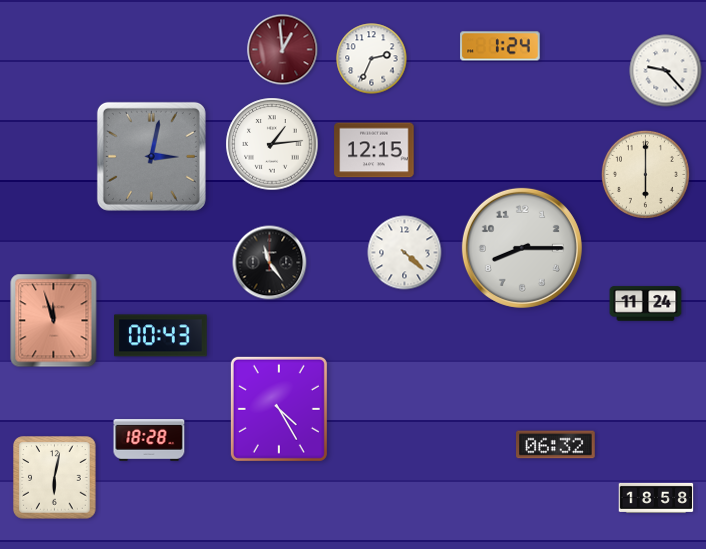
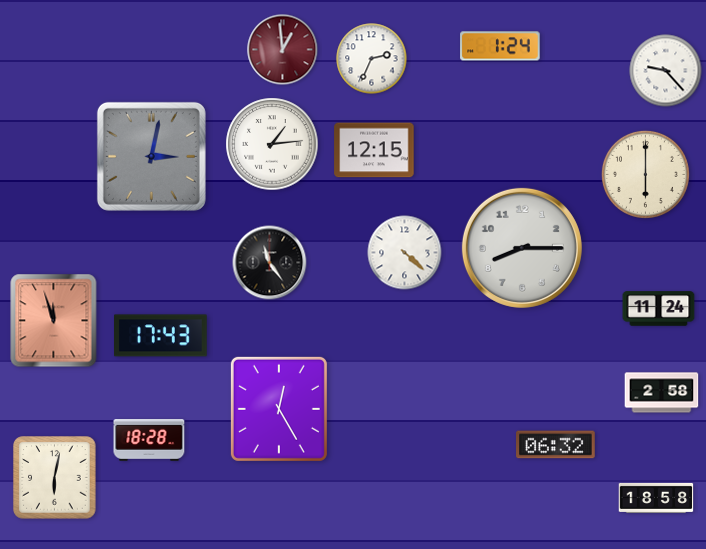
clock at (646, 304) position: (646, 304) -> (659, 309)
clock at (161, 336): 00:43 -> 17:43
clock at (662, 393): none -> 2:58
clock at (279, 409): 4:25 -> 12:25
